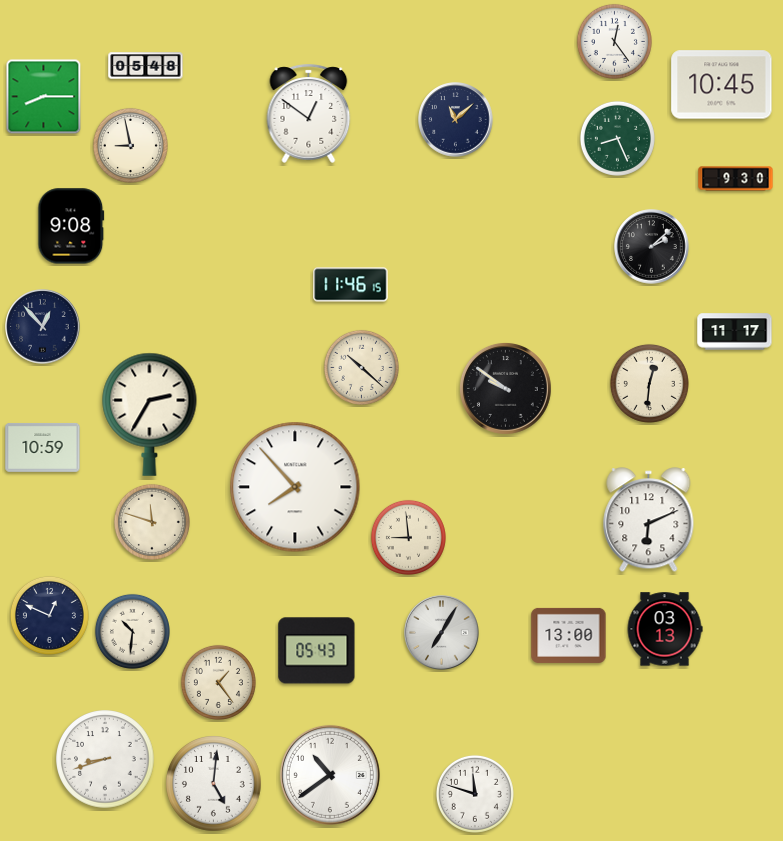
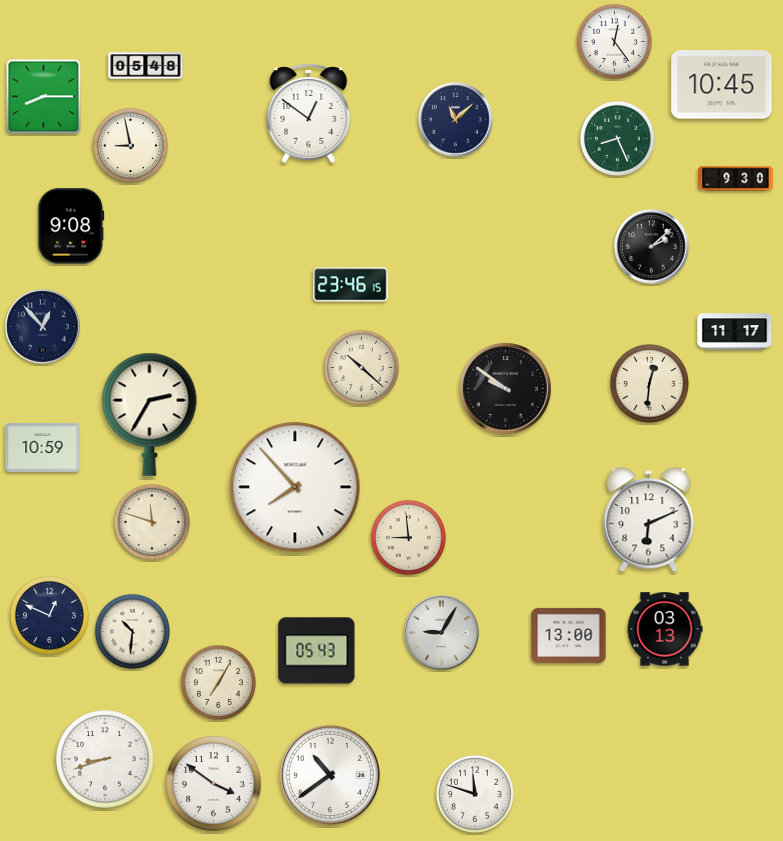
clock at (351, 285): 11:46 -> 23:46
clock at (442, 633): 7:05 -> 9:05
clock at (218, 682): 1:24 -> 7:05
clock at (214, 784): 5:01 -> 3:51
